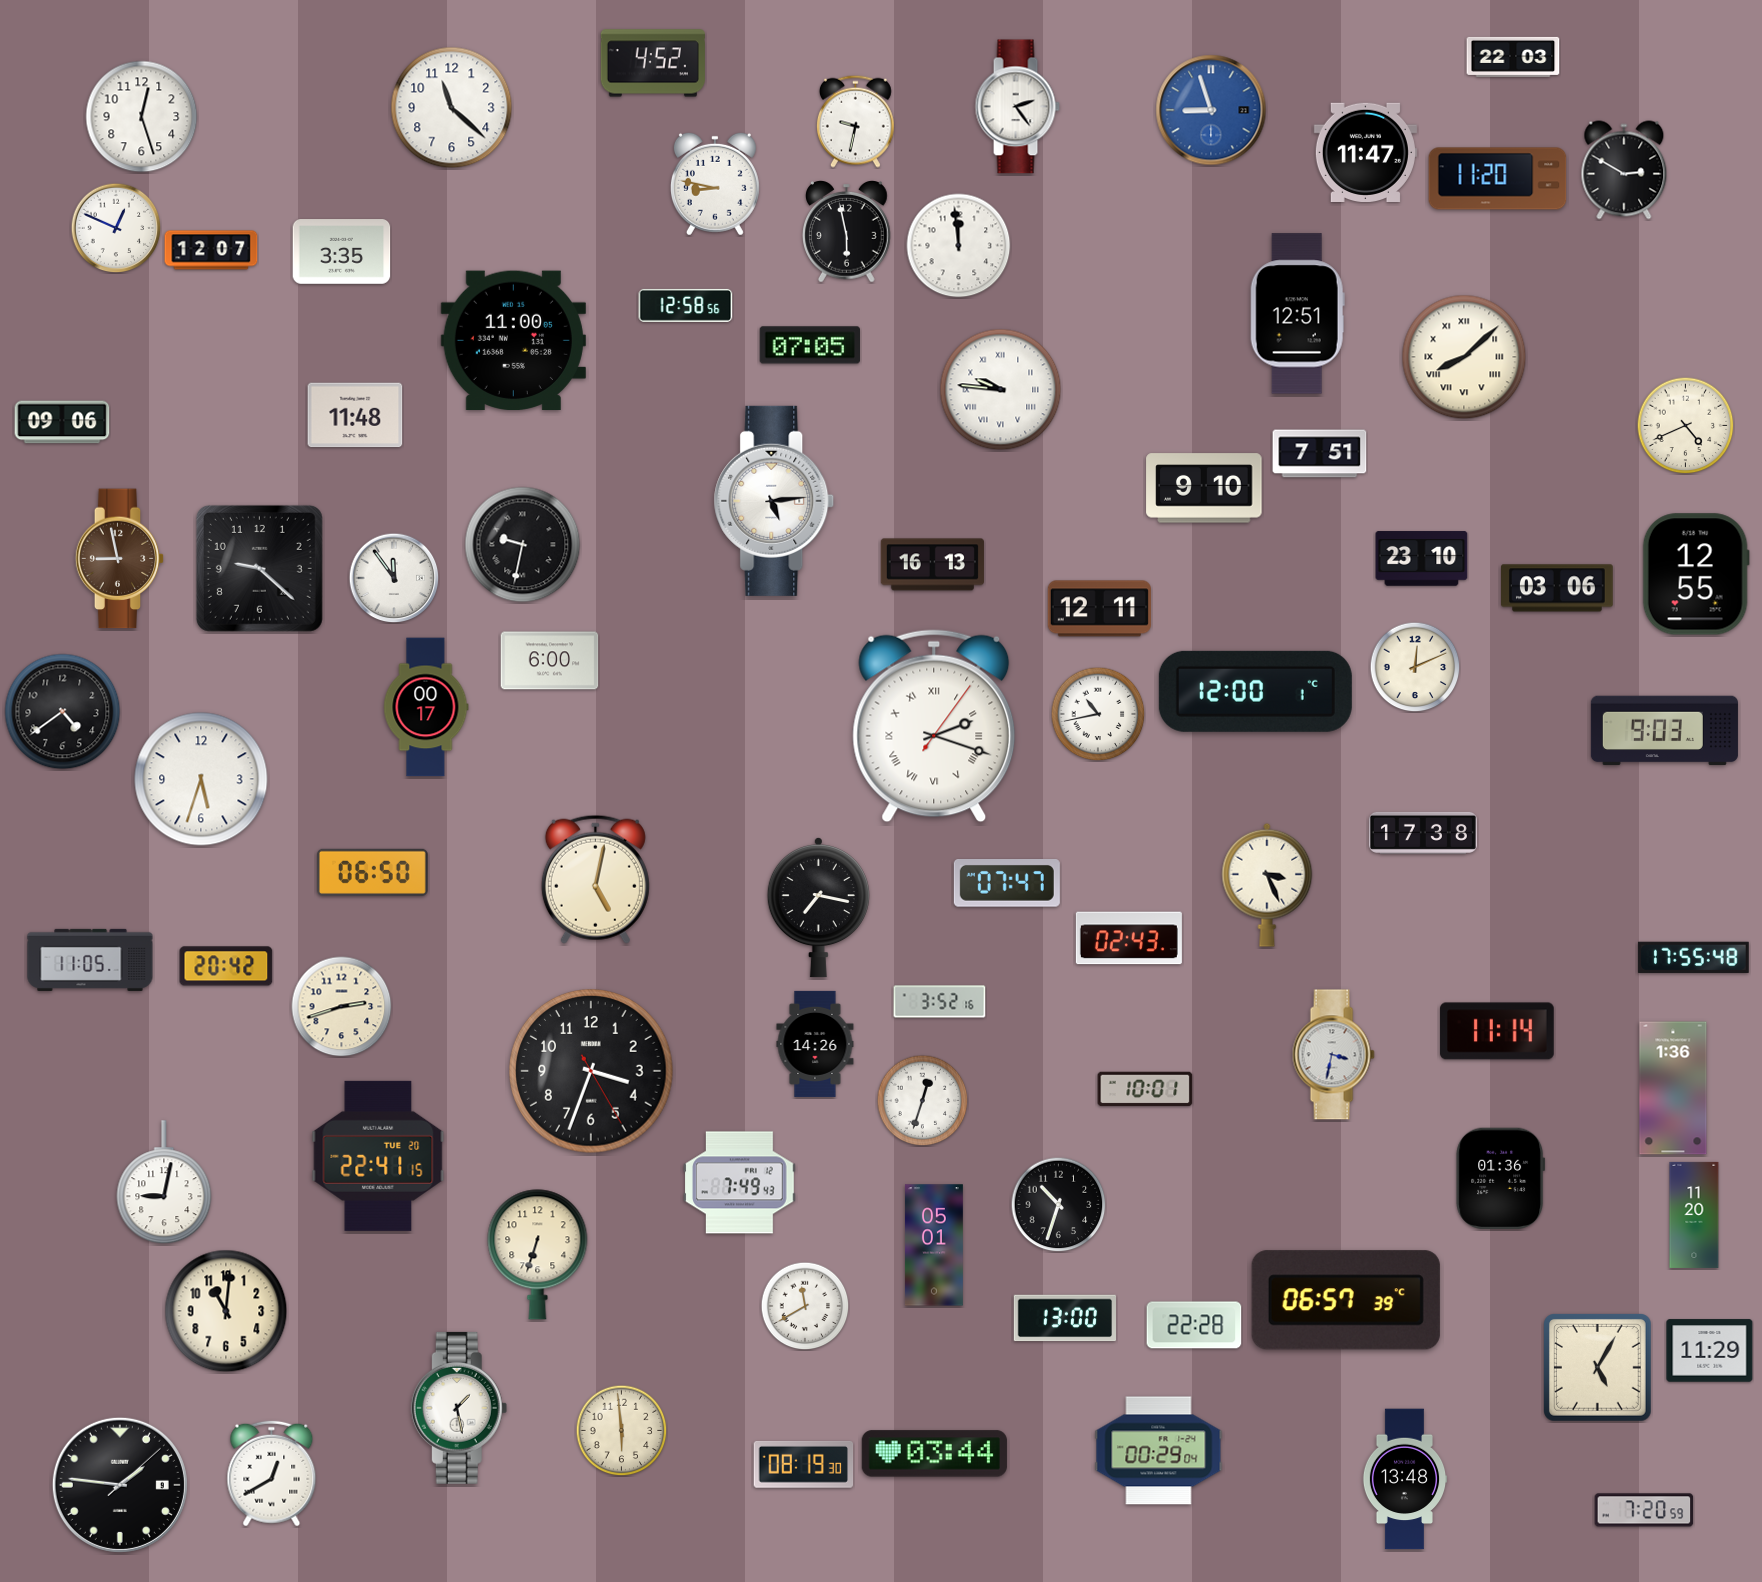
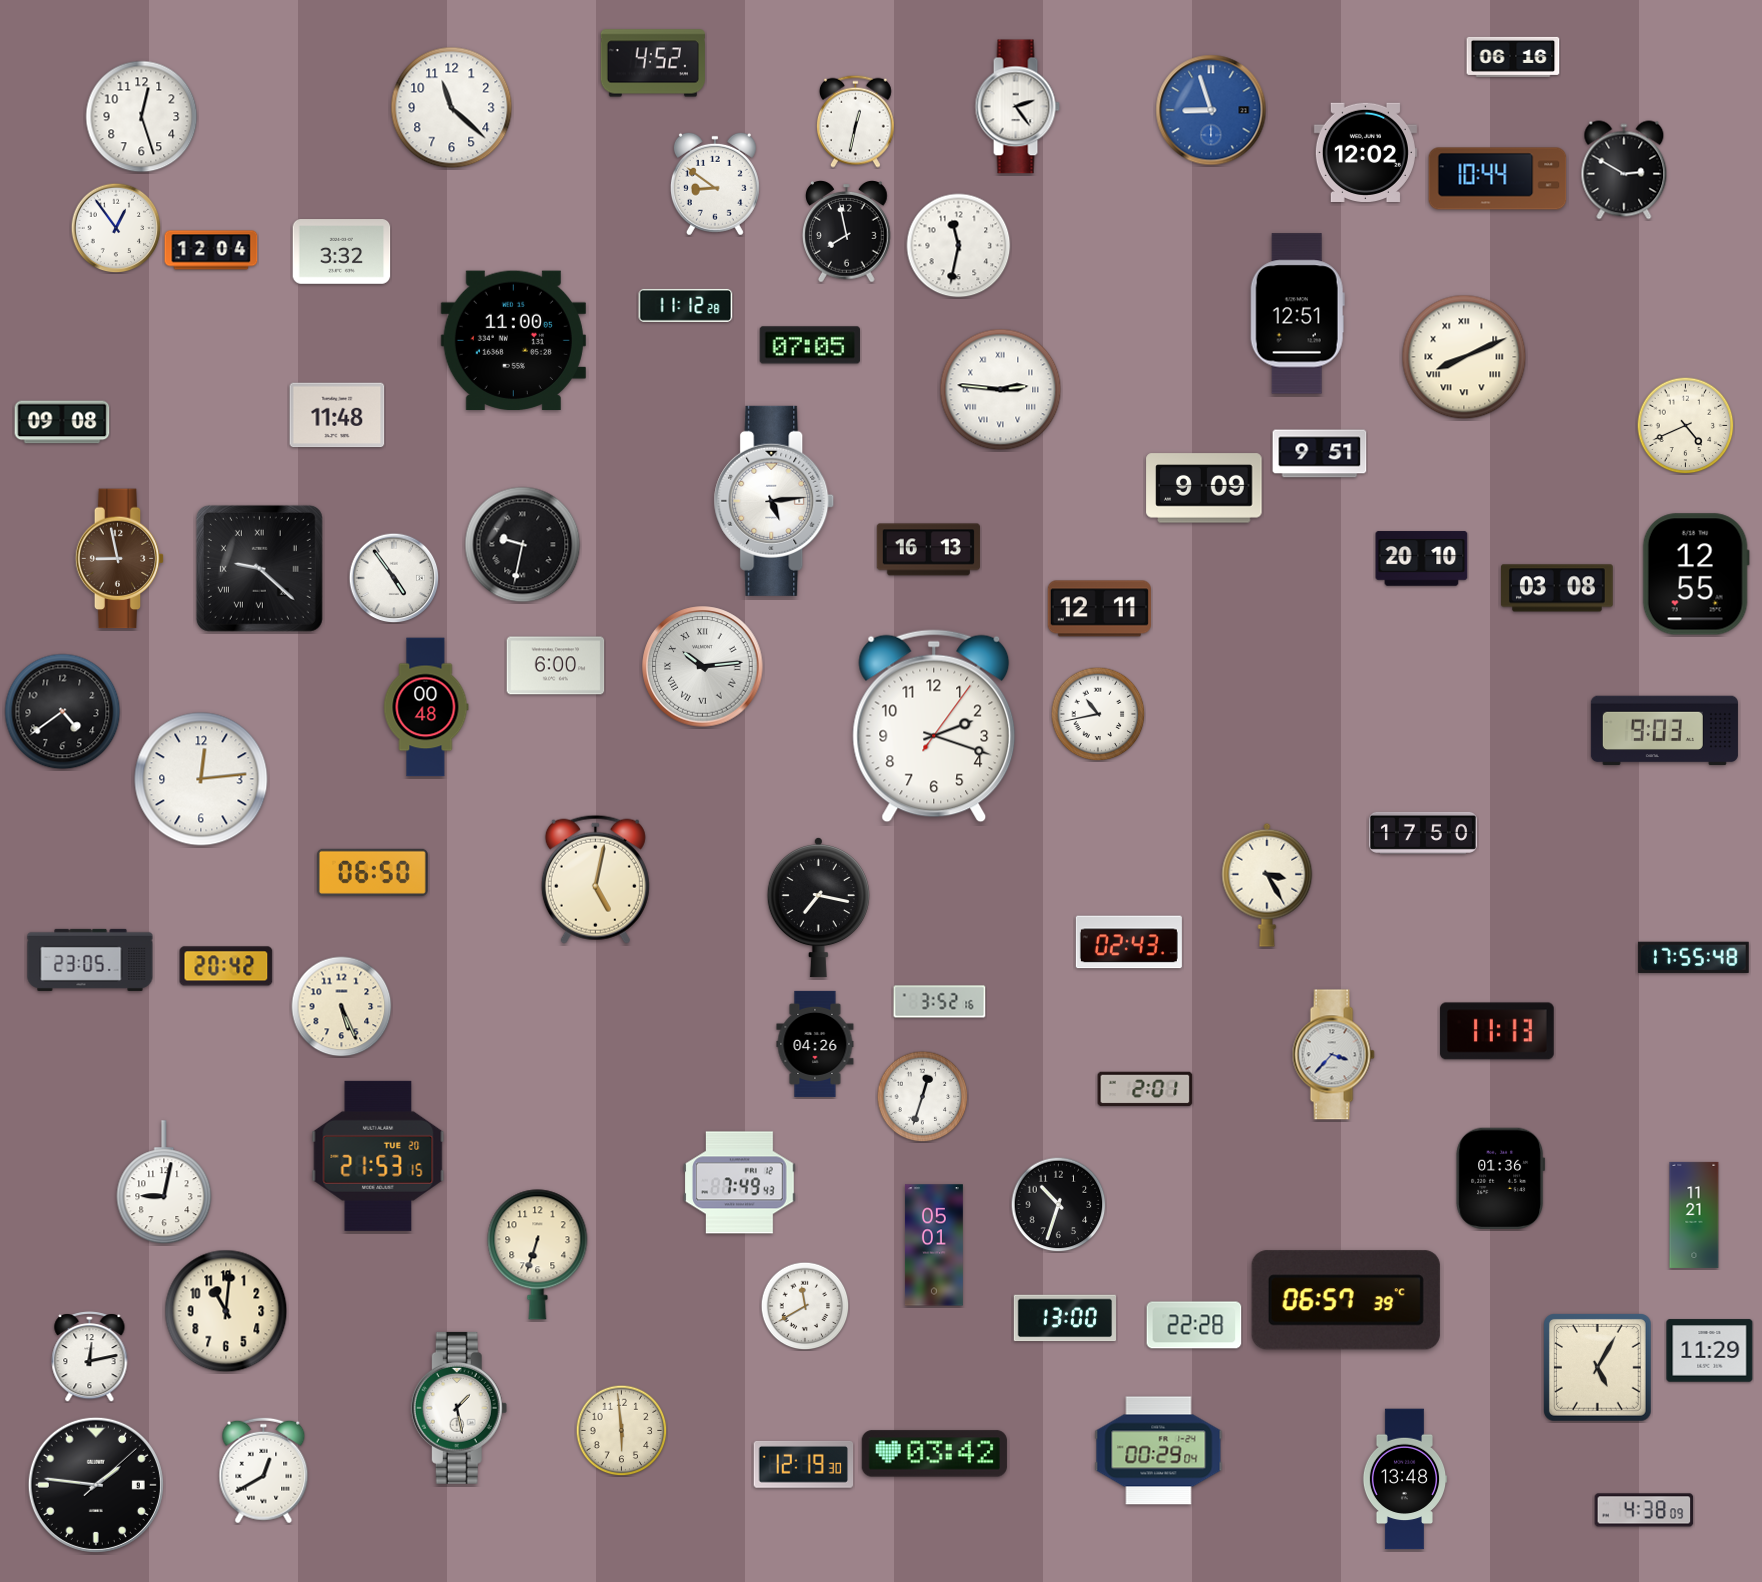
clock at (1513, 57): 22:03 -> 06:16
clock at (855, 121): 9:32 -> 12:32
clock at (1365, 152): 11:47 -> 12:02
clock at (1498, 179): 11:20 -> 10:44
clock at (715, 184): 8:47 -> 8:51
clock at (116, 228): 12:49 -> 12:54
clock at (847, 232): 5:58 -> 7:58
clock at (959, 246): 11:59 -> 11:32
clock at (211, 250): 12:07 -> 12:04
clock at (342, 252): 3:35 -> 3:32
clock at (686, 305): 12:58 -> 11:12
clock at (1464, 357): 8:08 -> 8:11
clock at (1001, 390): 9:46 -> 2:46
clock at (355, 415) position: (355, 415) -> (337, 415)
clock at (62, 422): 09:06 -> 09:08
clock at (1320, 454): 7:51 -> 9:51
clock at (1204, 488): 9:10 -> 9:09
clock at (1422, 559): 23:10 -> 20:10
clock at (932, 565) position: (932, 565) -> (928, 550)
clock at (259, 568) numerals: Arabic -> Roman
clock at (394, 578): 11:54 -> 4:54
clock at (1558, 588): 03:06 -> 03:08
clock at (550, 661) position: (550, 661) -> (556, 666)
clock at (703, 667): none -> 10:14
clock at (1415, 667): 12:11 -> none
clock at (1255, 691): 12:00 -> none
clock at (426, 707): 00:17 -> 00:48
clock at (934, 726) numerals: Roman -> Arabic
clock at (201, 779): 5:33 -> 12:14
clock at (1423, 833): 17:38 -> 17:50
clock at (1007, 884): 07:47 -> none
clock at (1267, 885): 3:26 -> 3:25
clock at (1129, 938) position: (1129, 938) -> (1129, 942)
clock at (90, 960): 11:05 -> 23:05
clock at (342, 1007): 2:42 -> 5:26
clock at (1497, 1031): 11:14 -> 11:13
clock at (815, 1044): 14:26 -> 04:26
clock at (1333, 1055): 3:32 -> 3:37
clock at (591, 1071): 3:33 -> none
clock at (1673, 1088): 1:36 -> none
clock at (1145, 1089): 10:01 -> 2:01
clock at (922, 1100) position: (922, 1100) -> (922, 1096)
clock at (378, 1156): 22:41 -> 21:53
clock at (1694, 1215): 11:20 -> 11:21
clock at (90, 1357): none -> 12:13
clock at (934, 1454): 03:44 -> 03:42
clock at (804, 1464): 08:19 -> 12:19
clock at (272, 1474) position: (272, 1474) -> (264, 1471)
clock at (120, 1485) position: (120, 1485) -> (96, 1485)
clock at (1644, 1510): 7:20 -> 4:38
